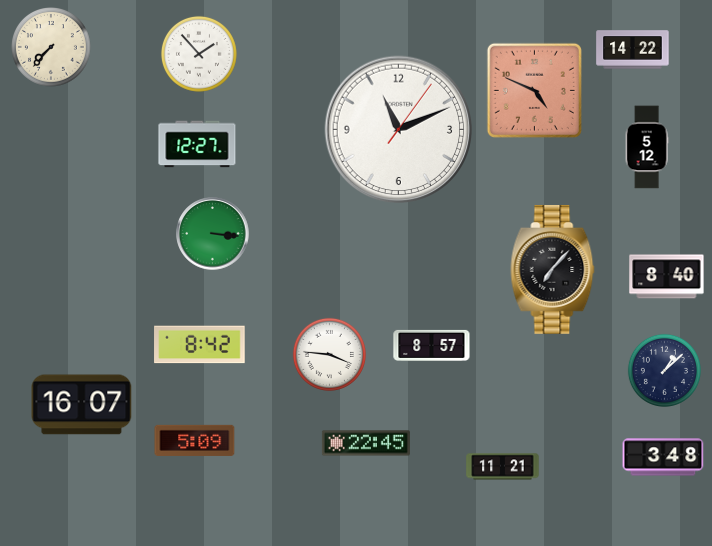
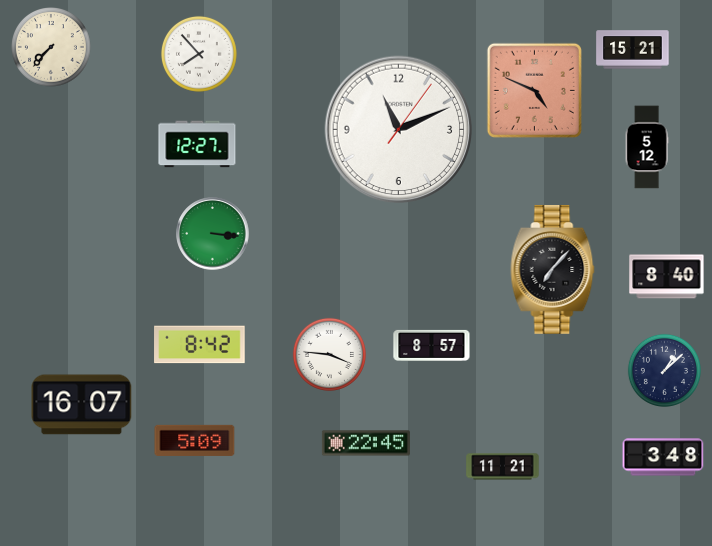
clock at (633, 50): 14:22 -> 15:21
clock at (199, 54): 1:53 -> 7:53
